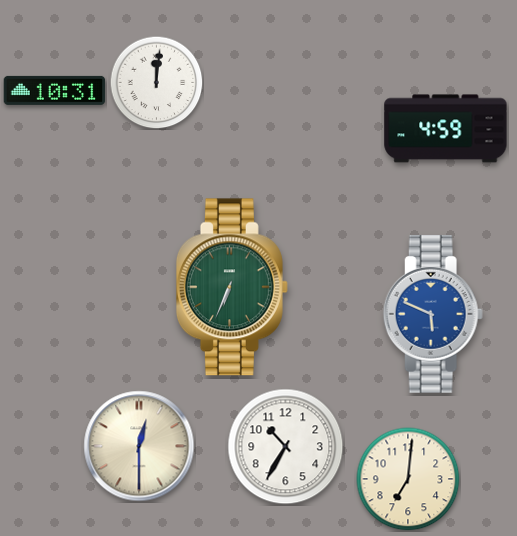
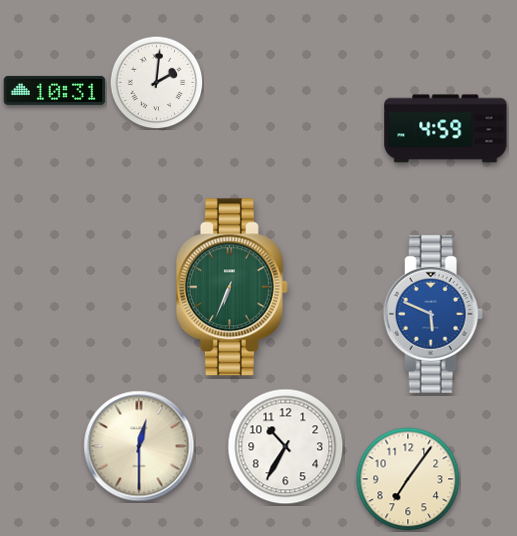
clock at (156, 82): 12:01 -> 2:01
clock at (408, 479): 7:01 -> 7:06
